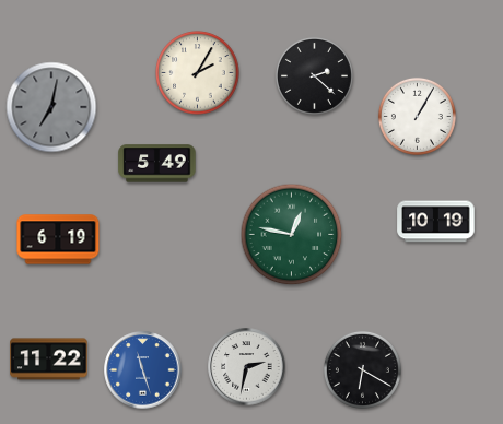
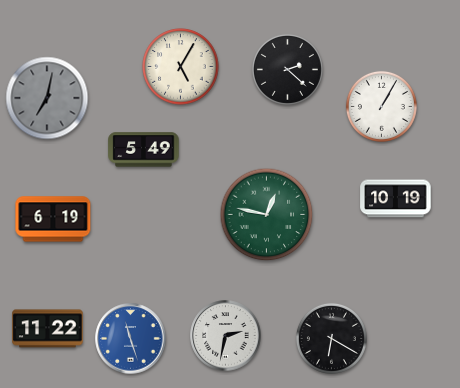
clock at (198, 73): 2:05 -> 5:05
clock at (436, 222) position: (436, 222) -> (396, 199)
clock at (49, 360) position: (49, 360) -> (48, 329)
